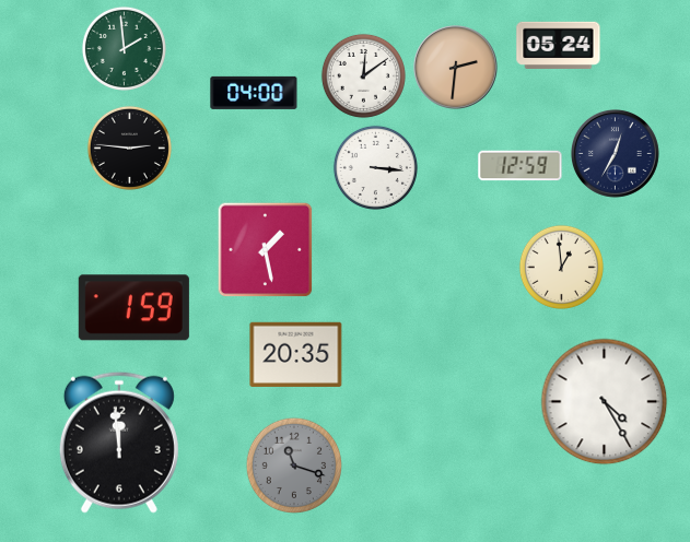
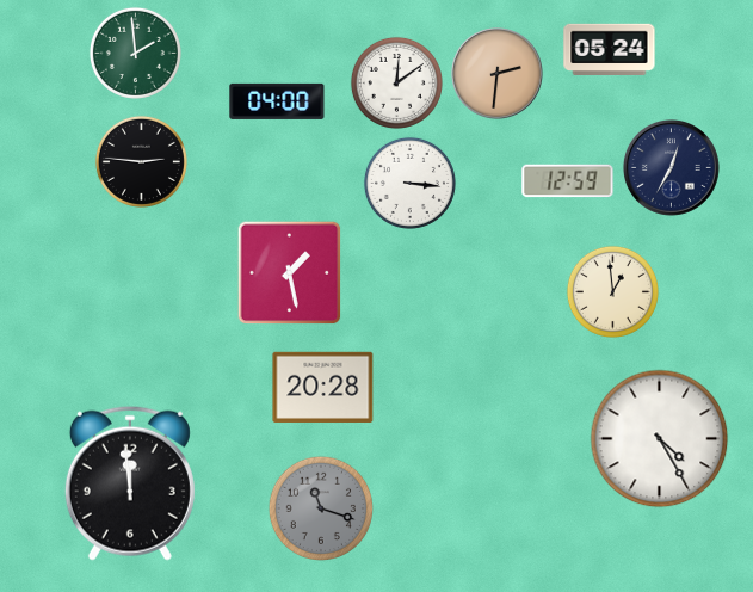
clock at (133, 308): 1:59 -> none
clock at (296, 354): 20:35 -> 20:28
